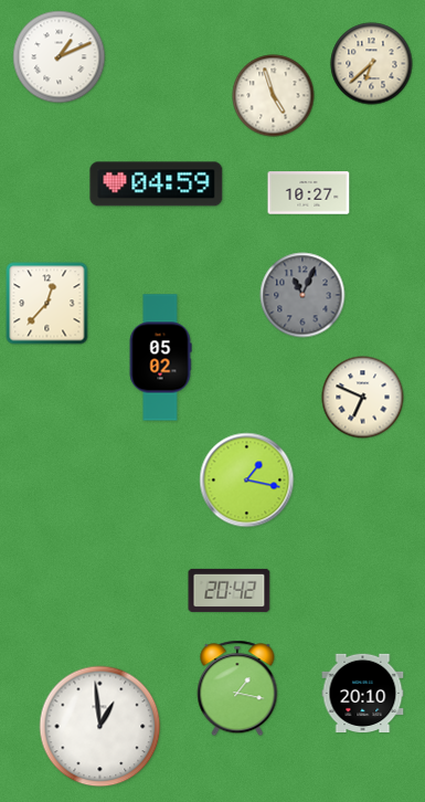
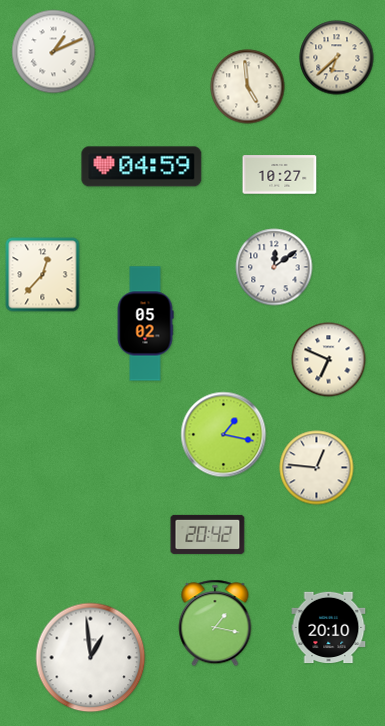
clock at (274, 96): 4:57 -> 4:59
clock at (302, 295): 11:04 -> 12:09
clock at (302, 295) dial: grey -> white
clock at (317, 468): none -> 12:46
